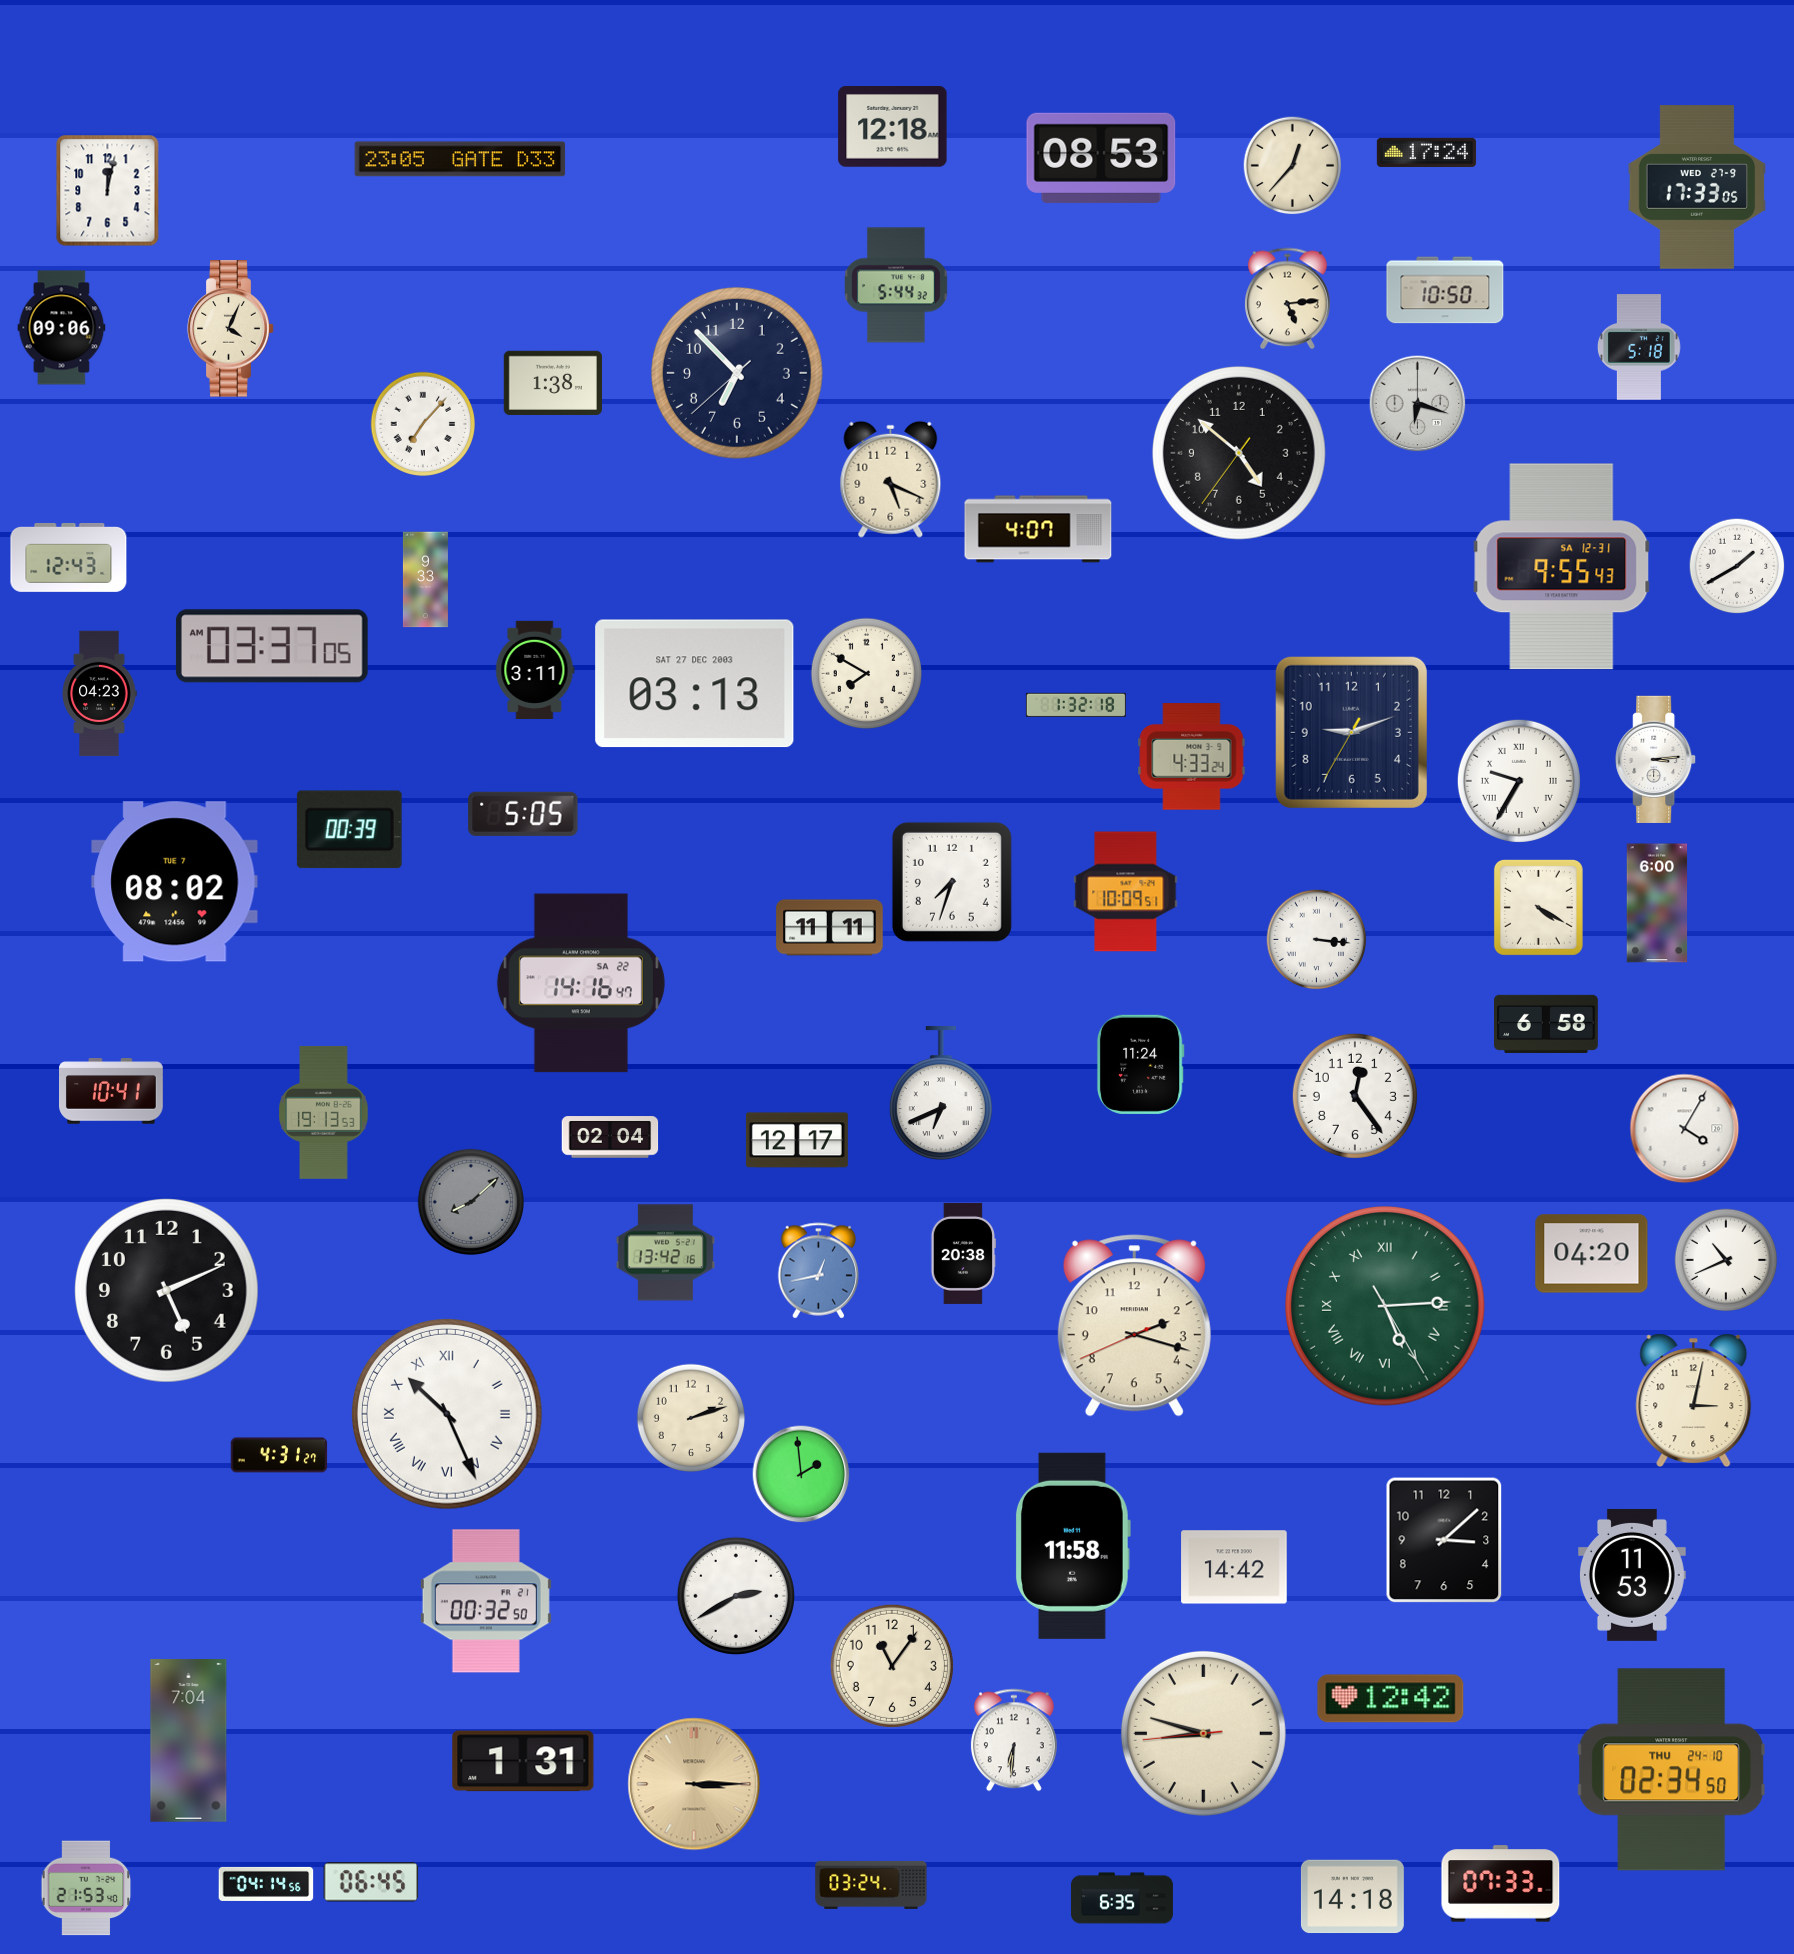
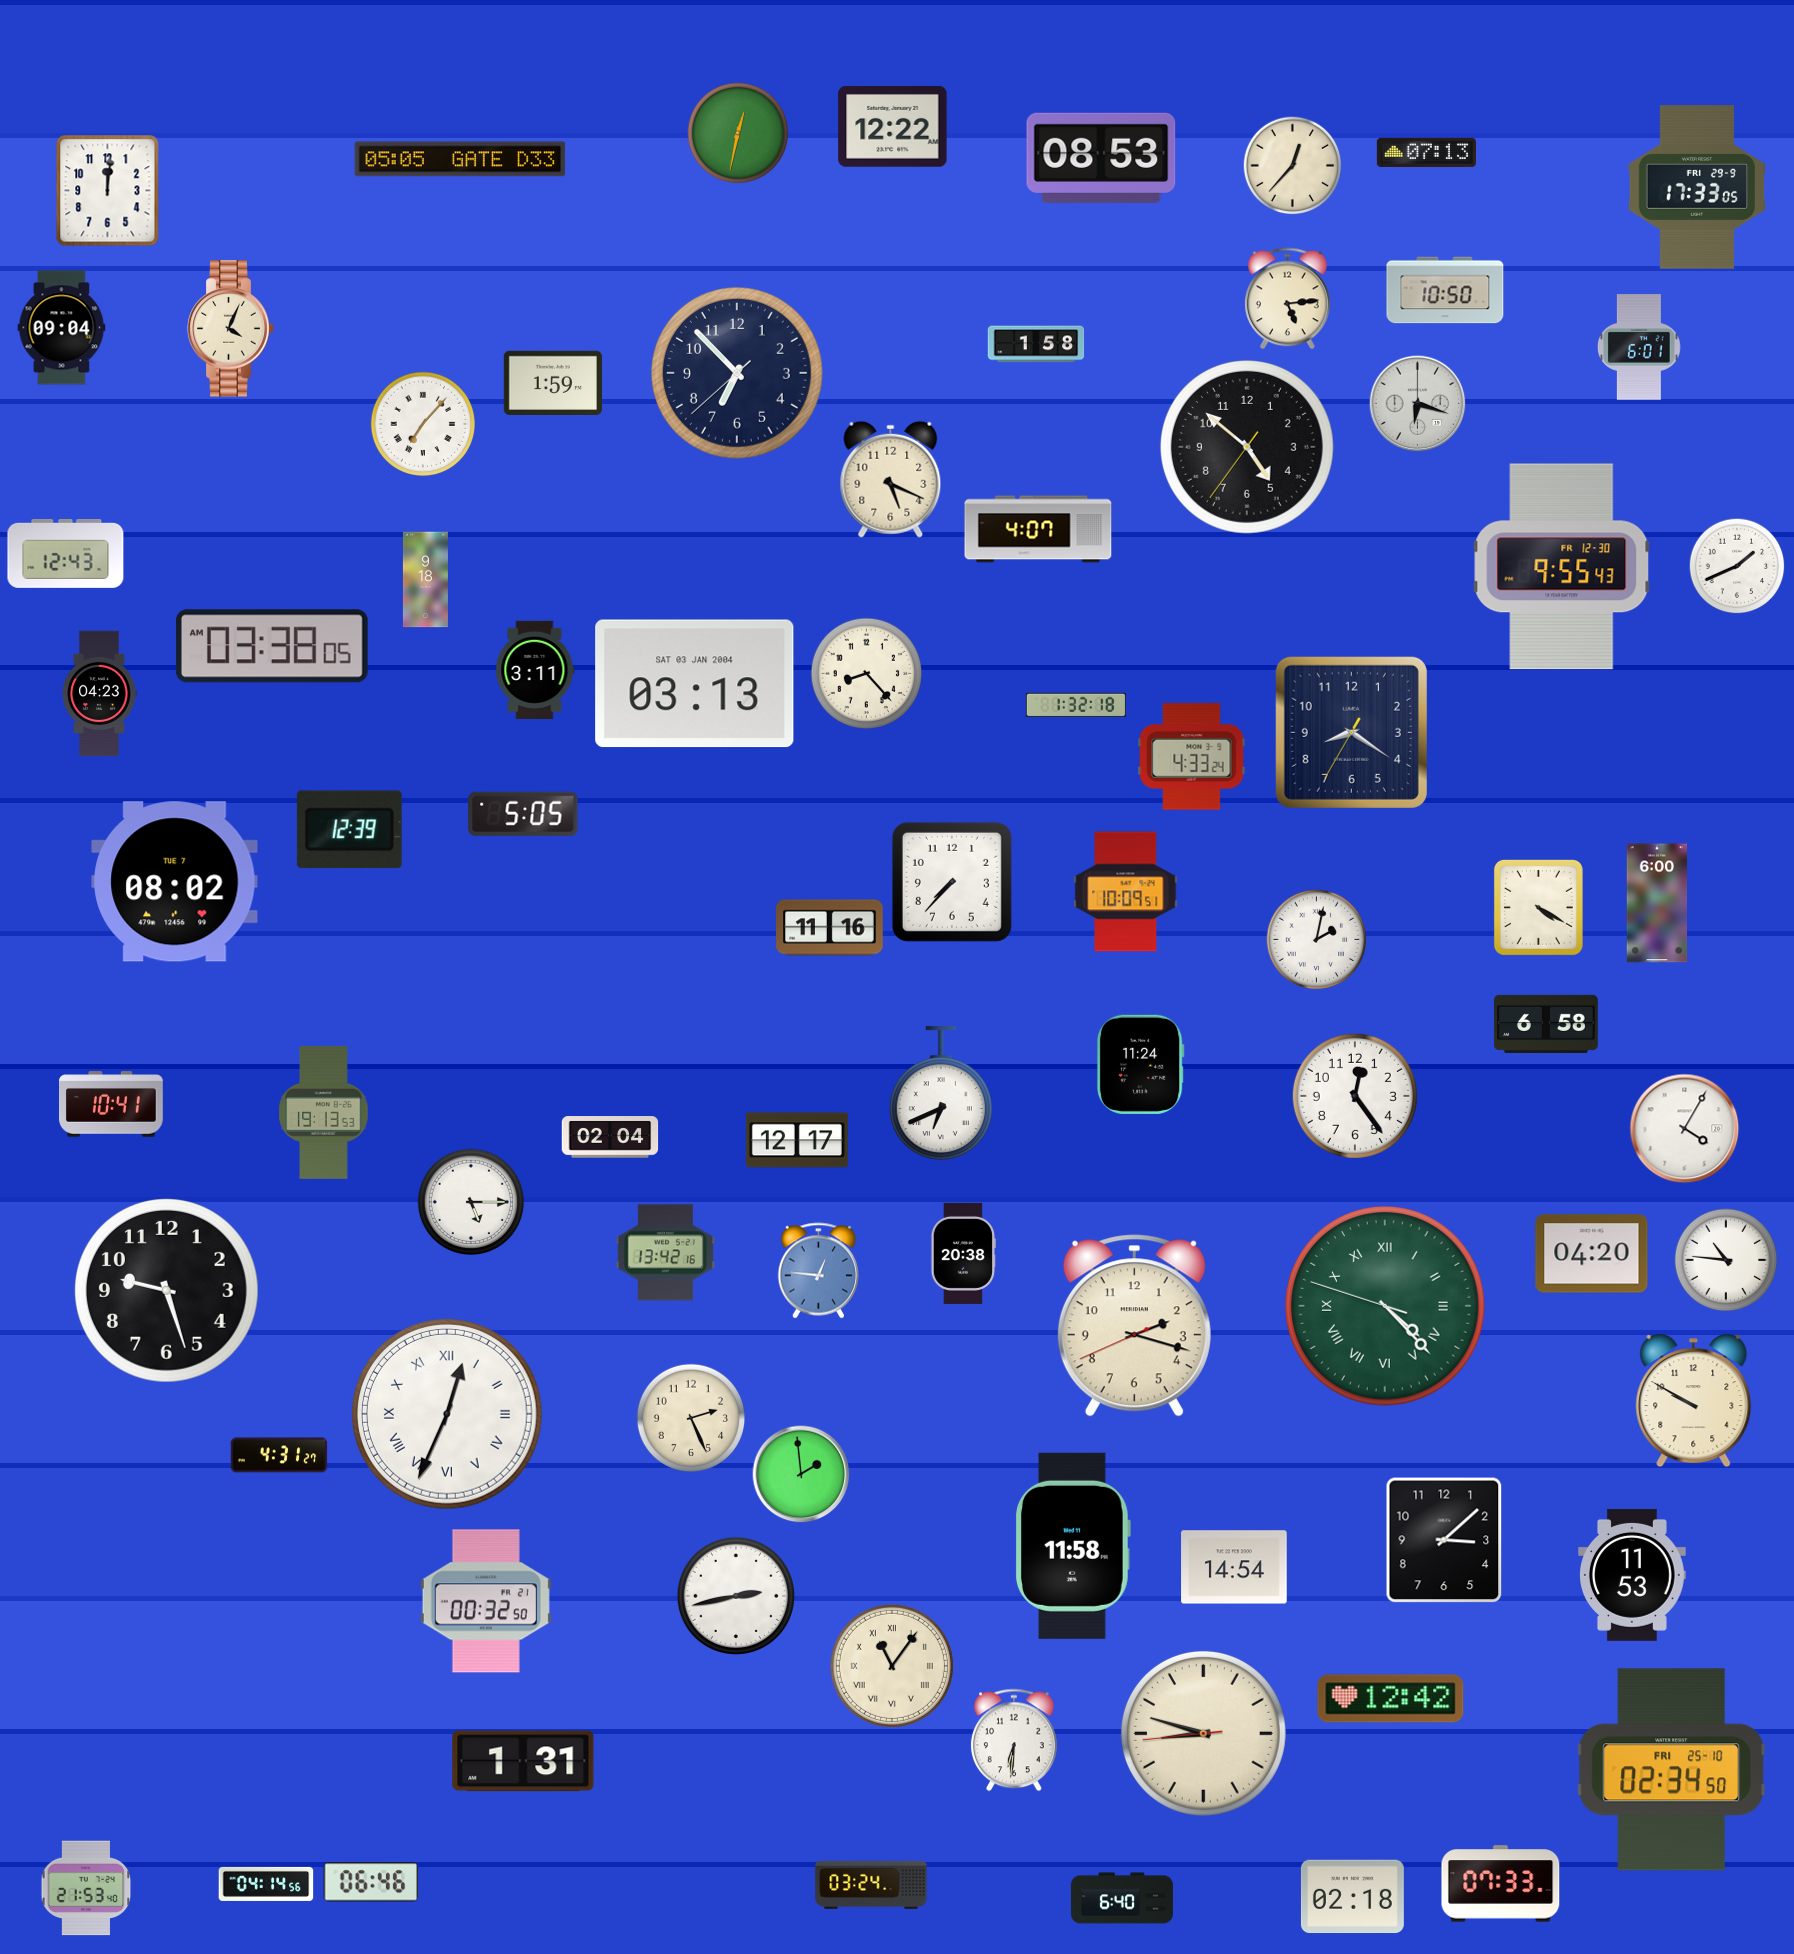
clock at (893, 127): 12:18 -> 12:22
clock at (738, 133): none -> 12:32
clock at (1426, 152): 17:24 -> 07:13
clock at (460, 159): 23:05 -> 05:05
clock at (1697, 187) date: WED 27-9 -> FRI 29-9
clock at (108, 191): 12:02 -> 12:01
clock at (897, 285): 5:44 -> none
clock at (62, 328): 09:06 -> 09:04
clock at (1036, 344): none -> 1:58
clock at (1639, 347): 5:18 -> 6:01
clock at (553, 383): 1:38 -> 1:59
clock at (1239, 453) position: (1239, 453) -> (1247, 447)
clock at (69, 557) position: (69, 557) -> (66, 553)
clock at (1737, 566): 1:40 -> 1:41
clock at (1562, 567) date: SA 12-31 -> FR 12-30
clock at (425, 580): 9:33 -> 9:18
clock at (272, 646): 03:37 -> 03:38
clock at (866, 673): 7:50 -> 8:23
clock at (695, 684) date: SAT 27 DEC 2003 -> SAT 03 JAN 2004
clock at (1351, 732): 9:11 -> 8:20
clock at (1656, 759): 3:14 -> none
clock at (1519, 781): 9:35 -> none
clock at (349, 830): 00:39 -> 12:39
clock at (952, 882): 7:33 -> 7:37
clock at (830, 928): 11:11 -> 11:16
clock at (1317, 940): 3:16 -> 2:02
clock at (581, 983): 14:16 -> none
clock at (112, 1091) position: (112, 1091) -> (112, 1104)
clock at (470, 1201): 8:08 -> 5:15
clock at (470, 1201) dial: grey -> white
clock at (1726, 1260): 10:41 -> 10:46
clock at (819, 1271): 12:43 -> 12:46
clock at (166, 1290): 5:11 -> 9:27
clock at (1386, 1307): 5:14 -> 4:22
clock at (1694, 1400): 3:02 -> 9:50
clock at (447, 1414): 10:26 -> 12:34
clock at (690, 1417): 2:12 -> 2:26
clock at (1234, 1567): 14:42 -> 14:54
clock at (736, 1596): 2:40 -> 2:43
clock at (892, 1666) numerals: Arabic -> Roman
clock at (189, 1741): 7:04 -> none
clock at (1671, 1770) date: THU 24-10 -> FRI 25-10
clock at (694, 1784): 3:15 -> none
clock at (371, 1882): 06:45 -> 06:46
clock at (1352, 1897): 14:18 -> 02:18
clock at (1122, 1898): 6:35 -> 6:40
